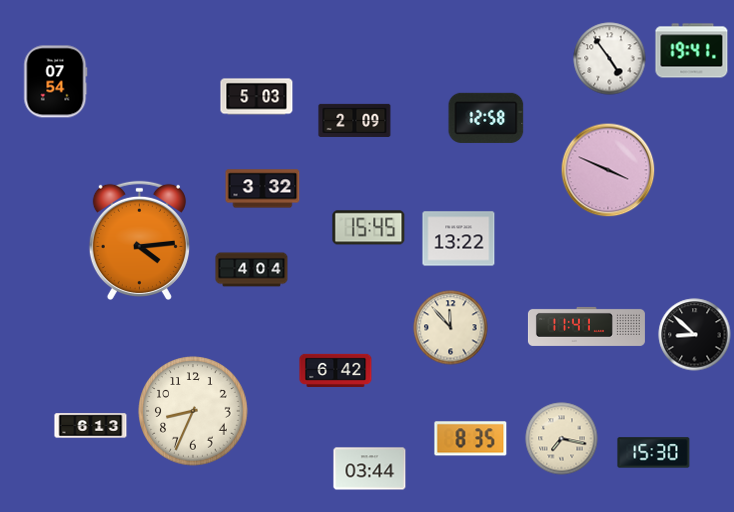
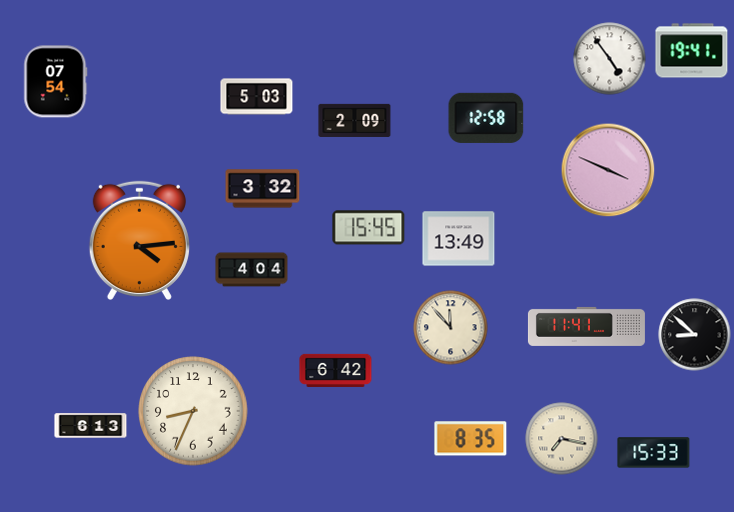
clock at (459, 239): 13:22 -> 13:49
clock at (654, 453): 15:30 -> 15:33
clock at (370, 469): 03:44 -> none
